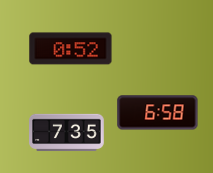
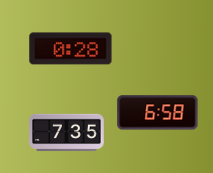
clock at (71, 49): 0:52 -> 0:28
